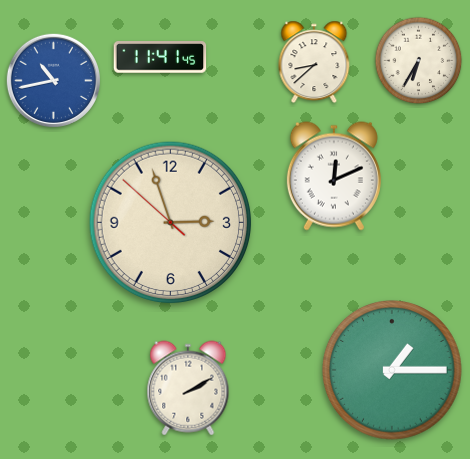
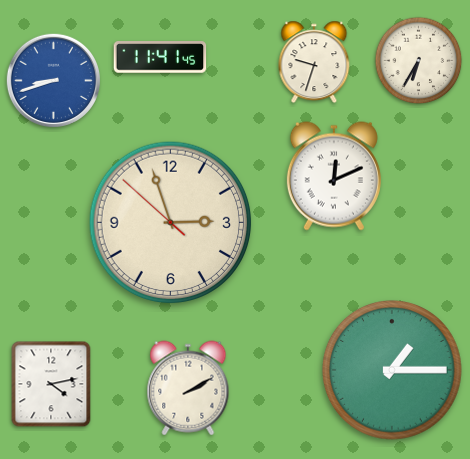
clock at (314, 62): 8:38 -> 9:33
clock at (53, 80): 10:43 -> 8:42
clock at (51, 384): none -> 4:13
